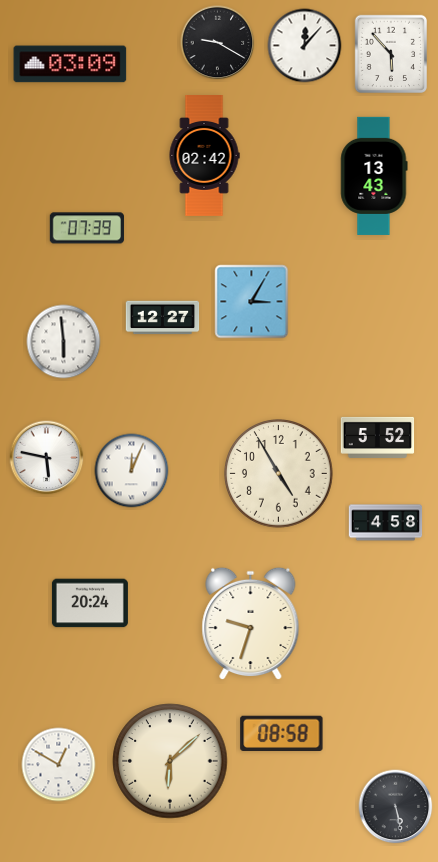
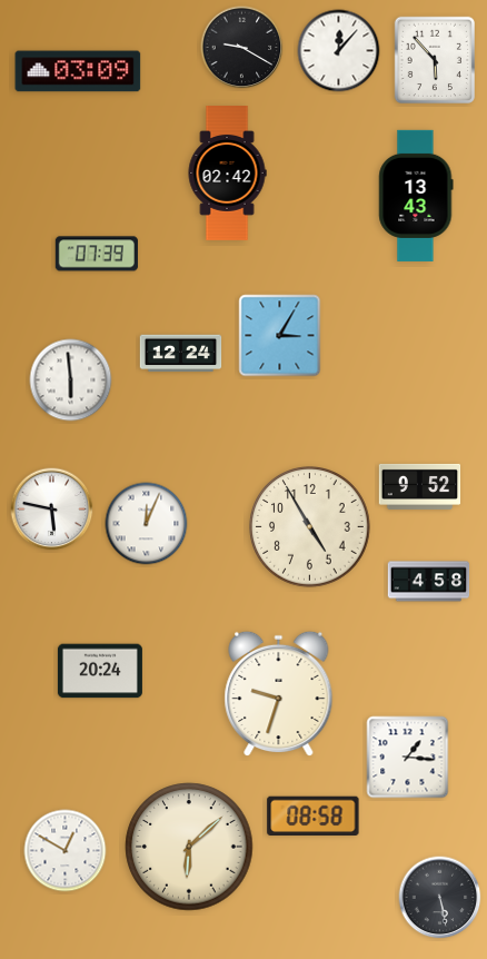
clock at (163, 318): 12:27 -> 12:24
clock at (378, 437): 5:52 -> 9:52
clock at (408, 758): none -> 1:16
